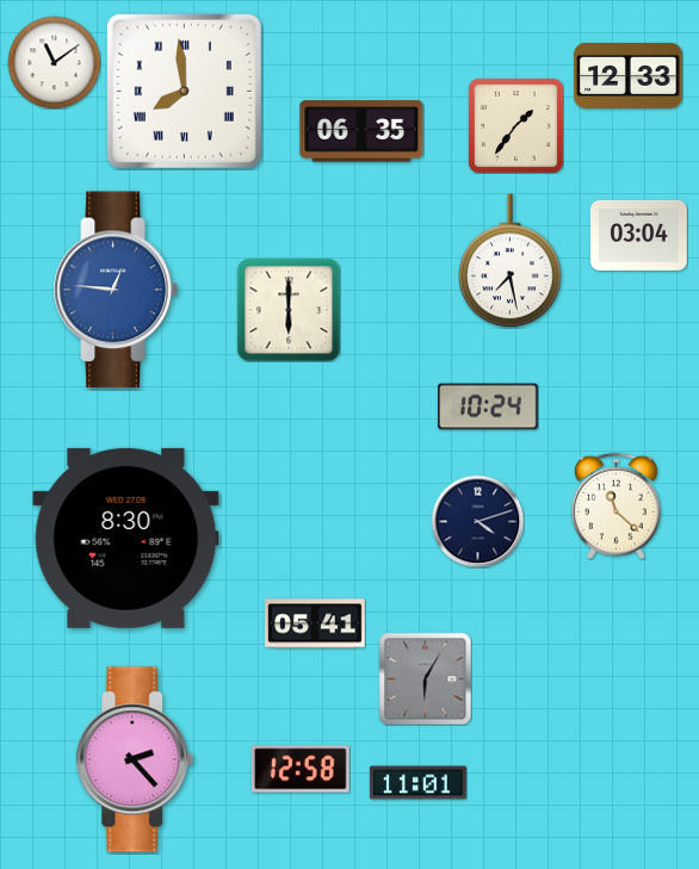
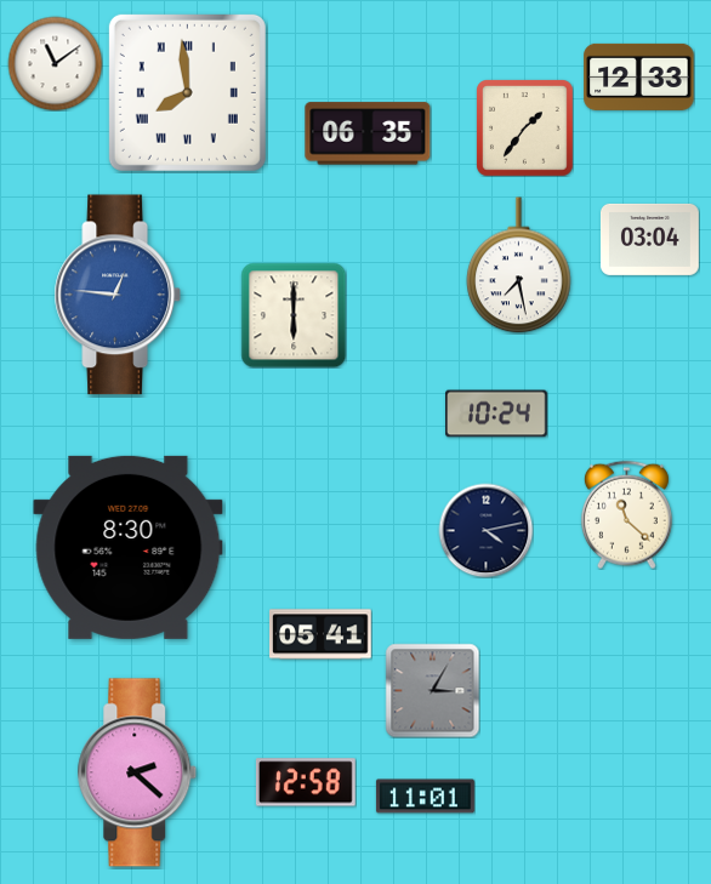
clock at (477, 521): 4:12 -> 4:13
clock at (425, 678): 6:05 -> 3:05
clock at (135, 759): 2:23 -> 2:22
